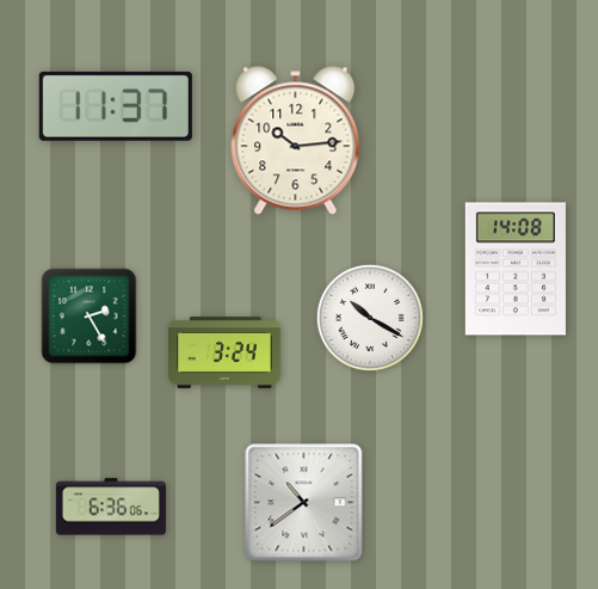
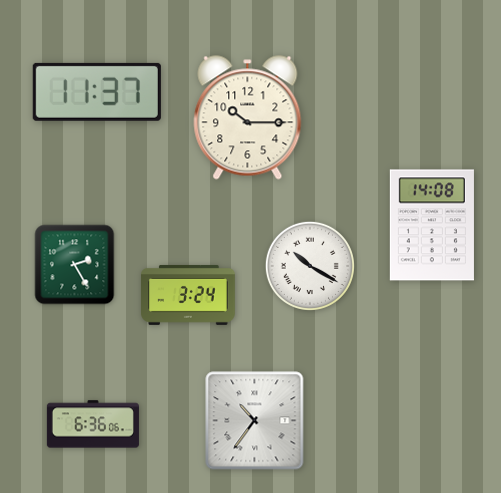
clock at (116, 106) position: (116, 106) -> (97, 92)
clock at (296, 141): 10:14 -> 10:15
clock at (304, 503): 10:39 -> 10:36
